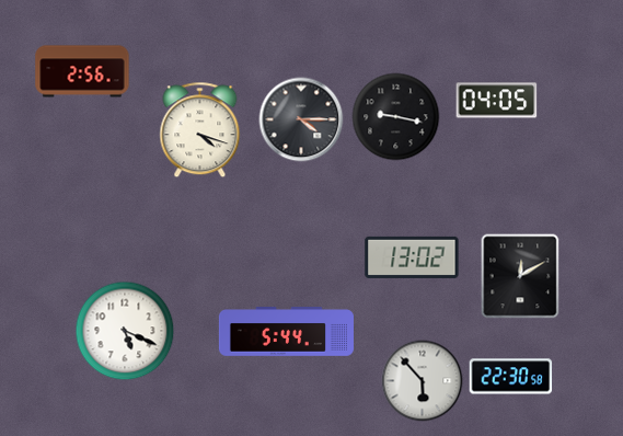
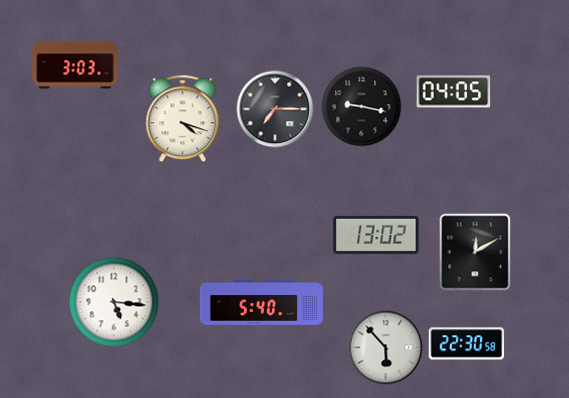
clock at (82, 71): 2:56 -> 3:03
clock at (301, 119): 4:15 -> 7:15
clock at (125, 331): 5:19 -> 5:16
clock at (286, 332): 5:44 -> 5:40
